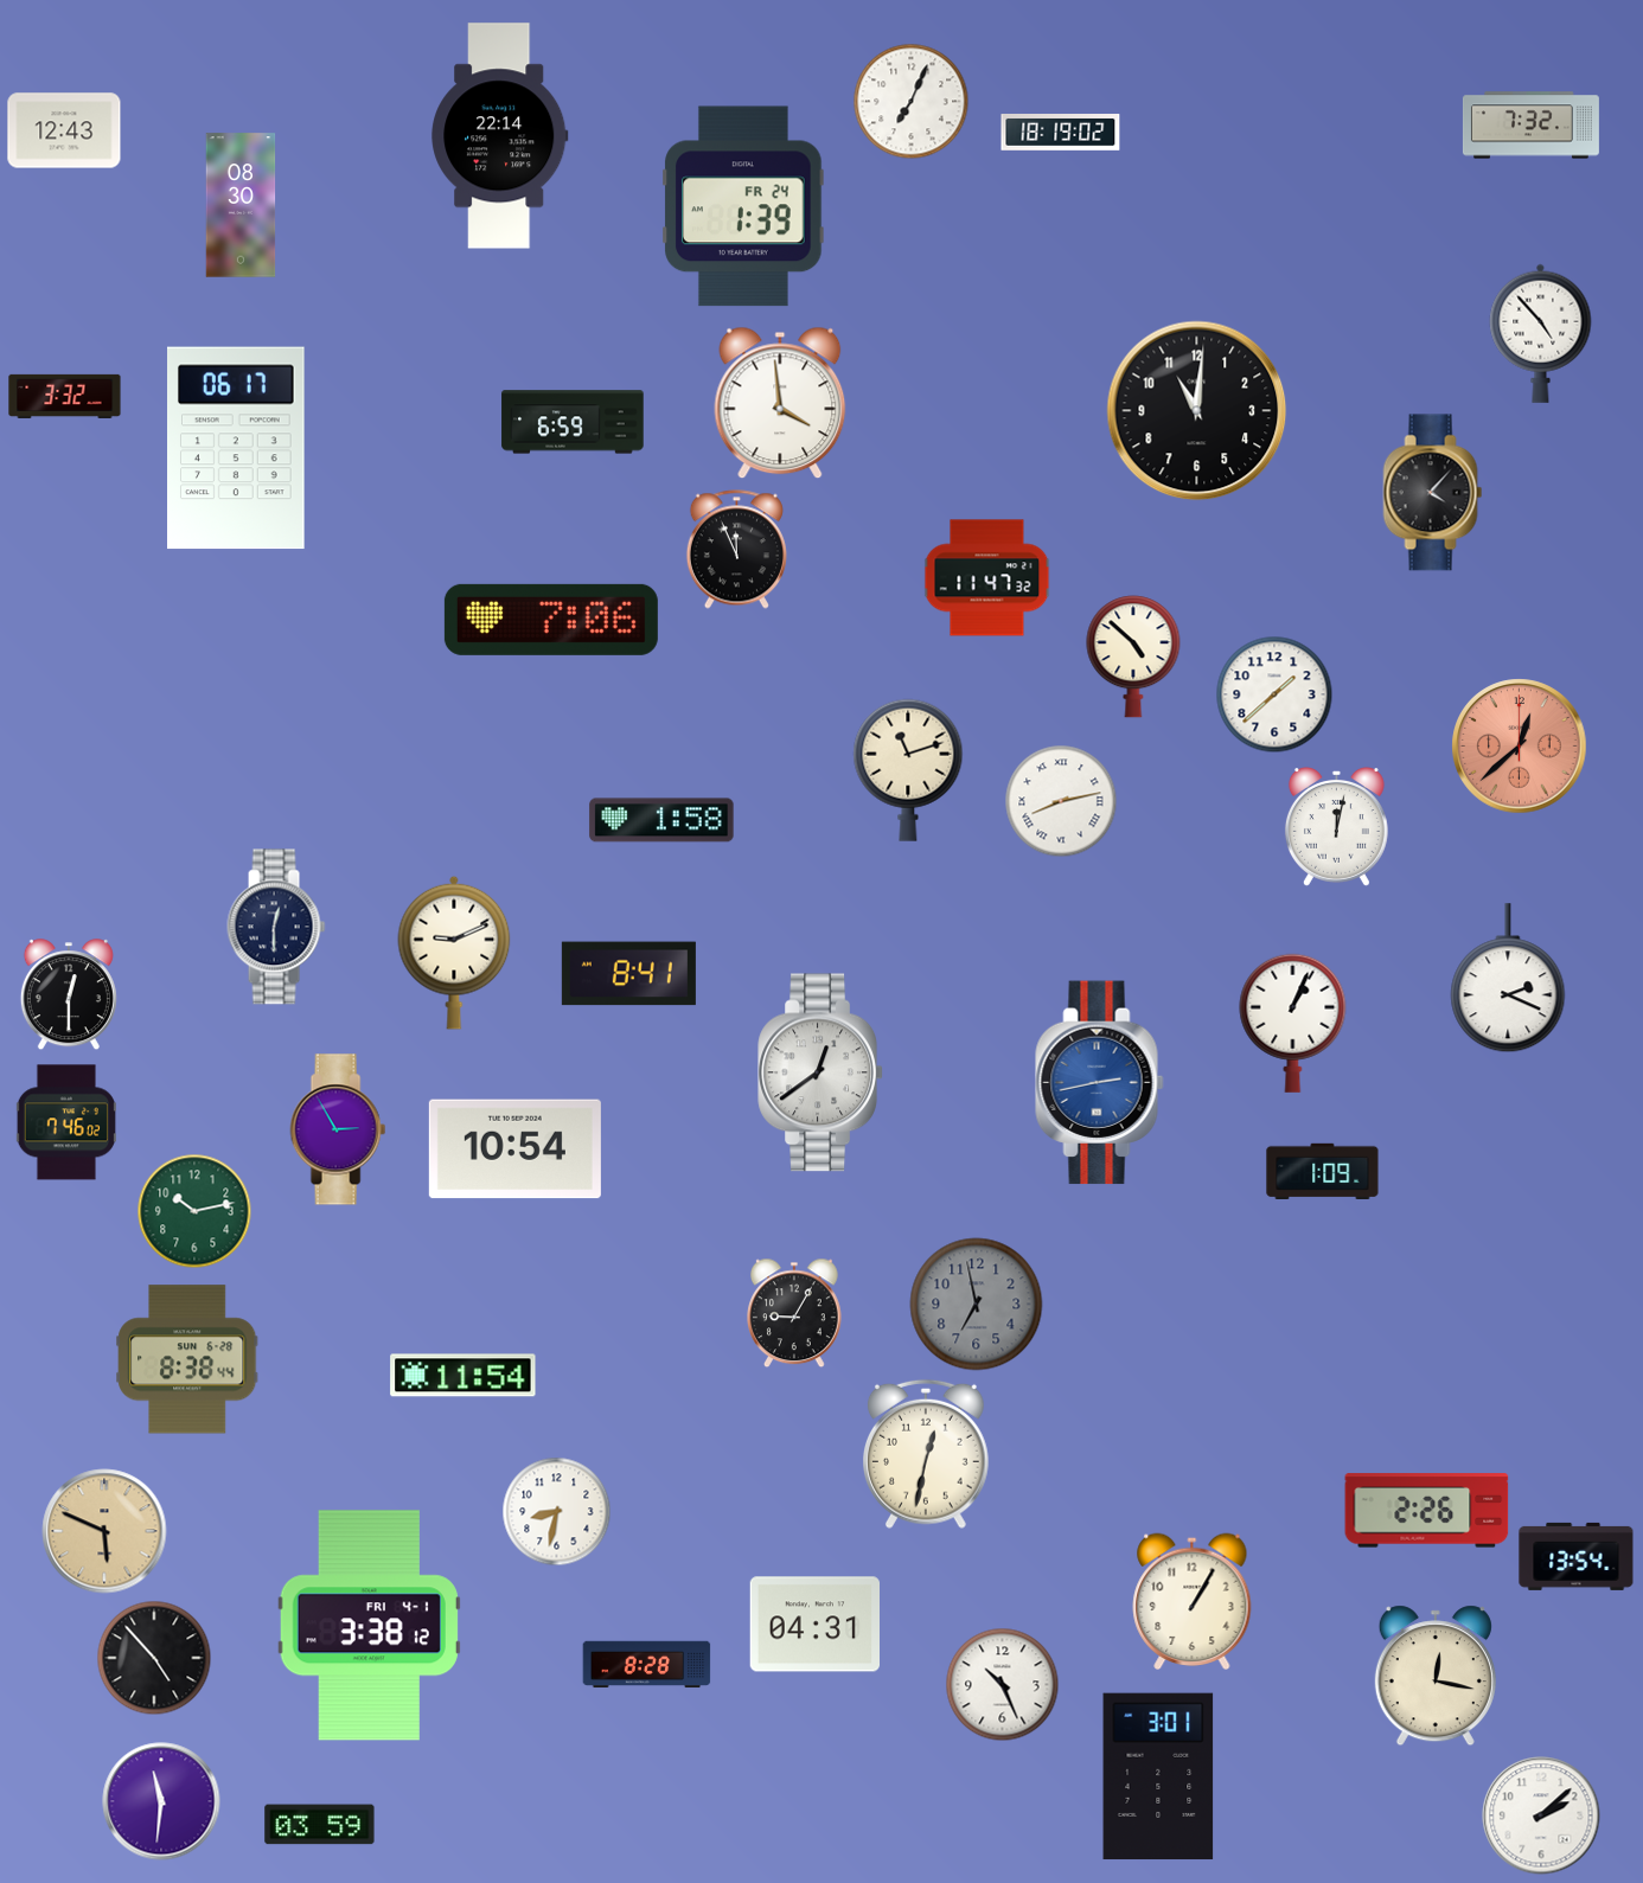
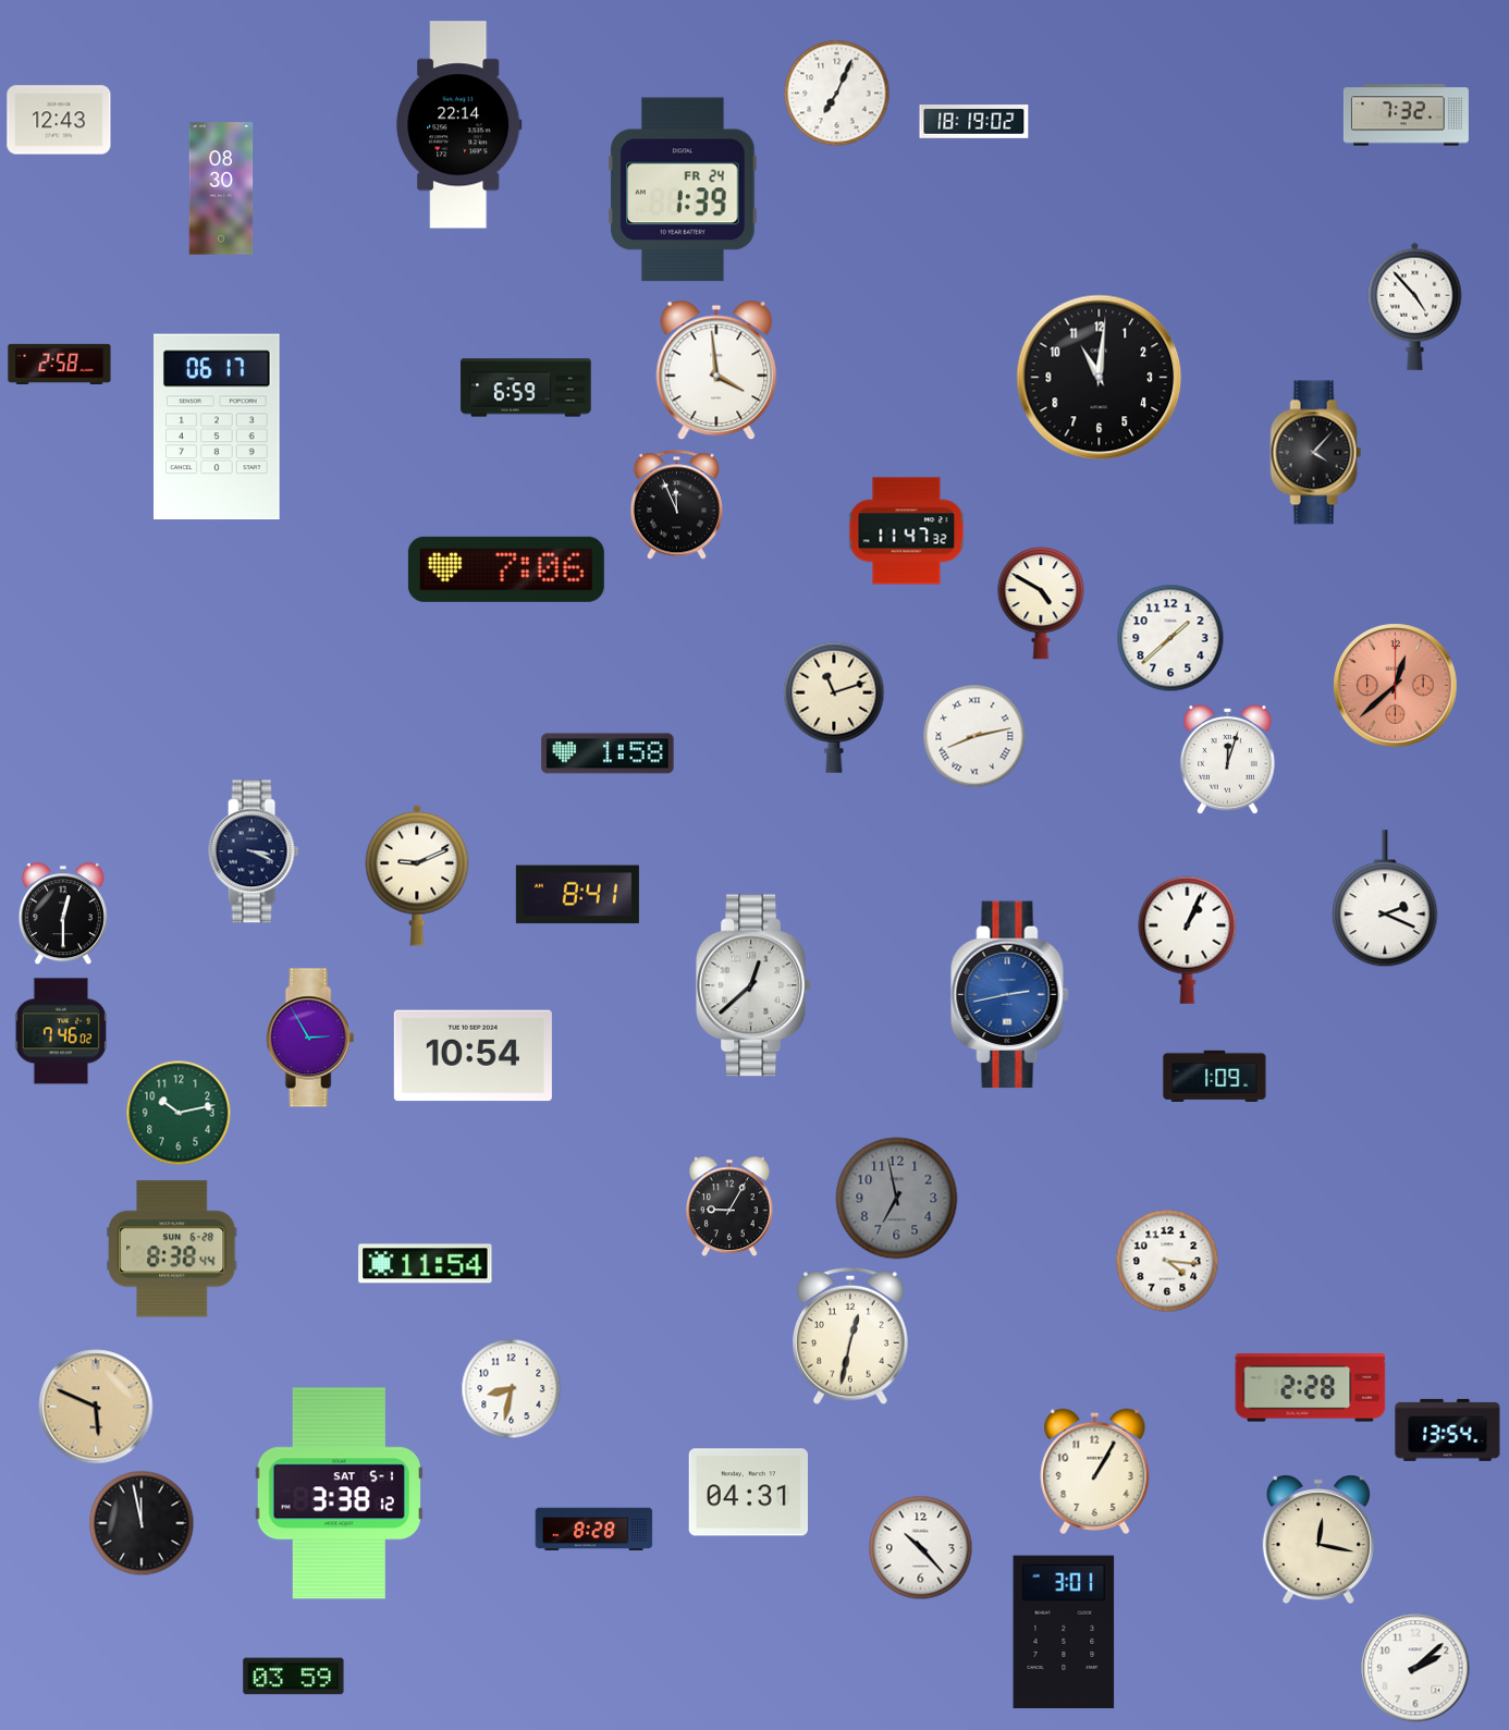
clock at (65, 396): 3:32 -> 2:58
clock at (237, 448) position: (237, 448) -> (218, 427)
clock at (1133, 657): 4:52 -> 4:50
clock at (1336, 827): 12:02 -> 12:03
clock at (276, 927): 12:30 -> 3:19
clock at (820, 1072): 12:39 -> 12:38
clock at (1167, 1261): none -> 4:16
clock at (1427, 1511): 2:26 -> 2:28
clock at (369, 1626) date: FRI 4-1 -> SAT 5-1
clock at (154, 1658): 4:53 -> 11:58
clock at (1003, 1685): 10:26 -> 10:23
clock at (161, 1801): 11:31 -> none
